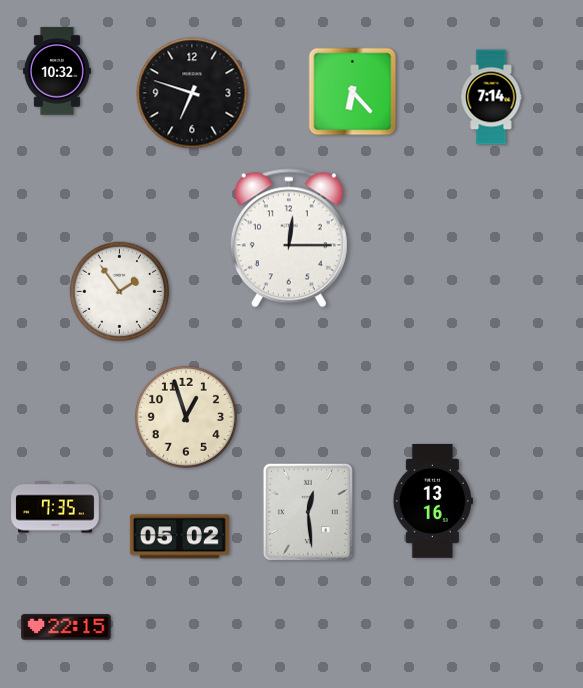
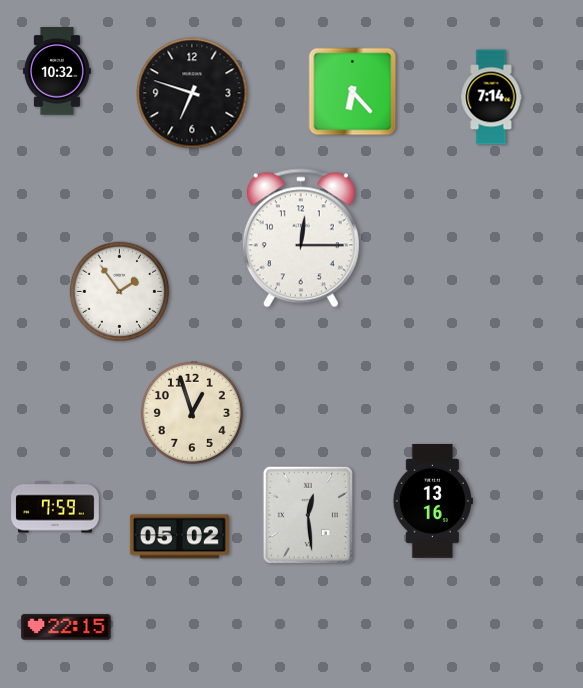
clock at (289, 238) position: (289, 238) -> (301, 238)
clock at (186, 417) position: (186, 417) -> (192, 413)
clock at (55, 507): 7:35 -> 7:59
clock at (308, 512) position: (308, 512) -> (308, 515)
